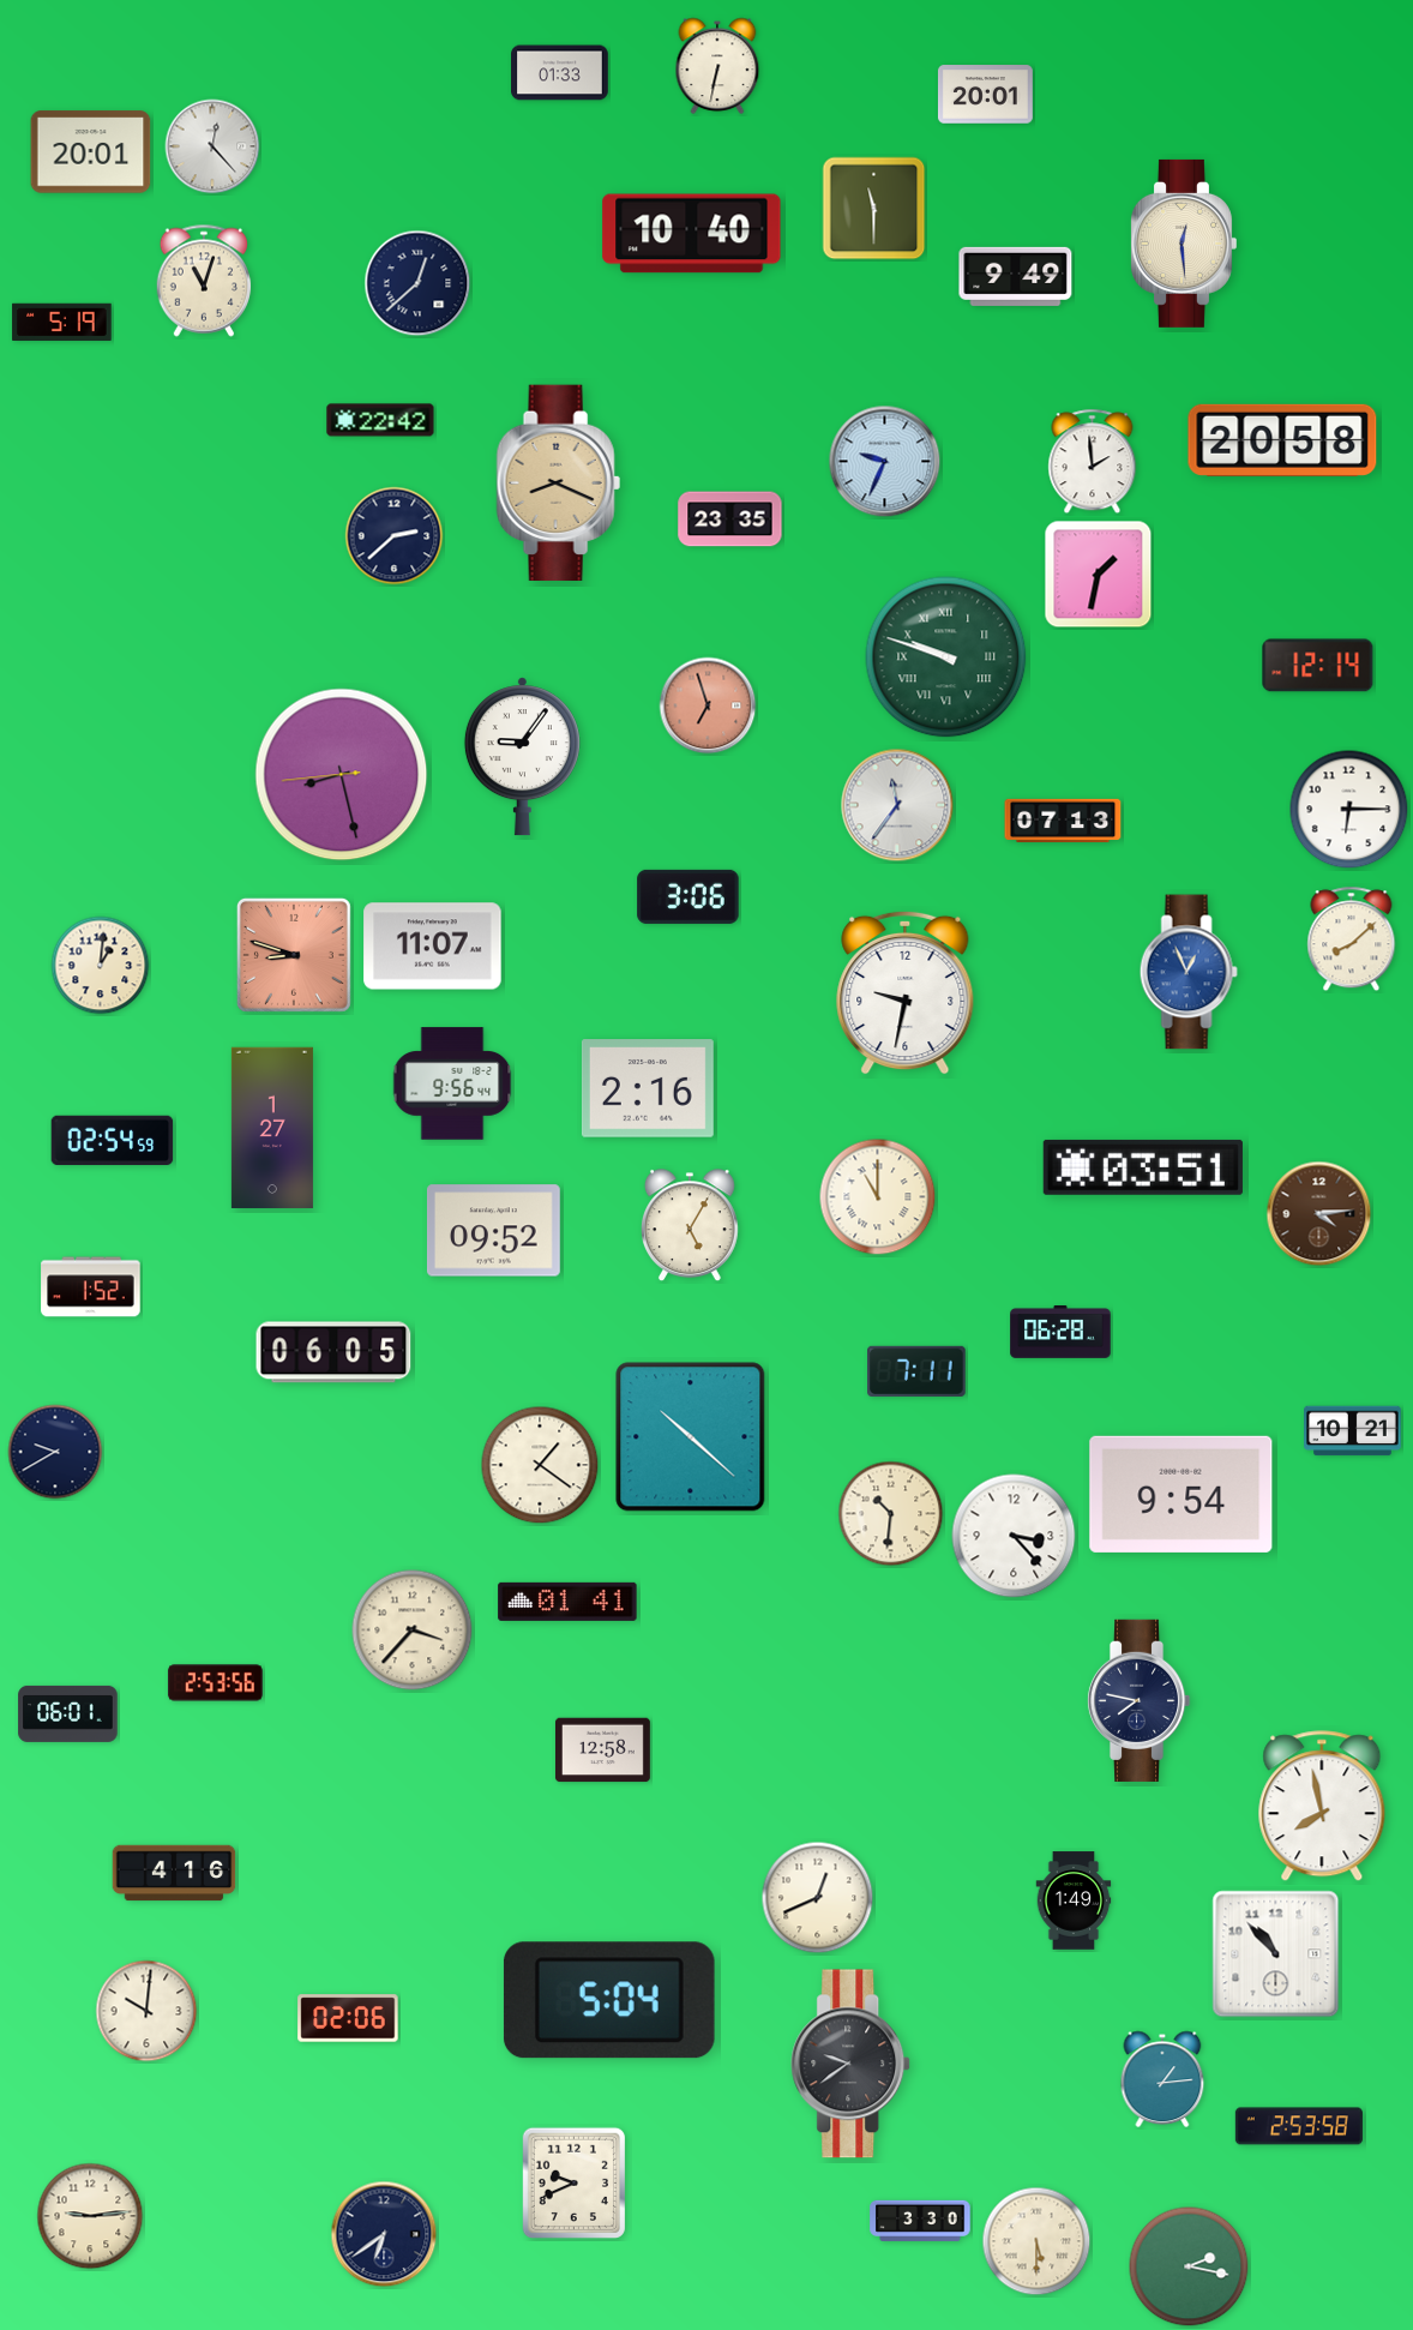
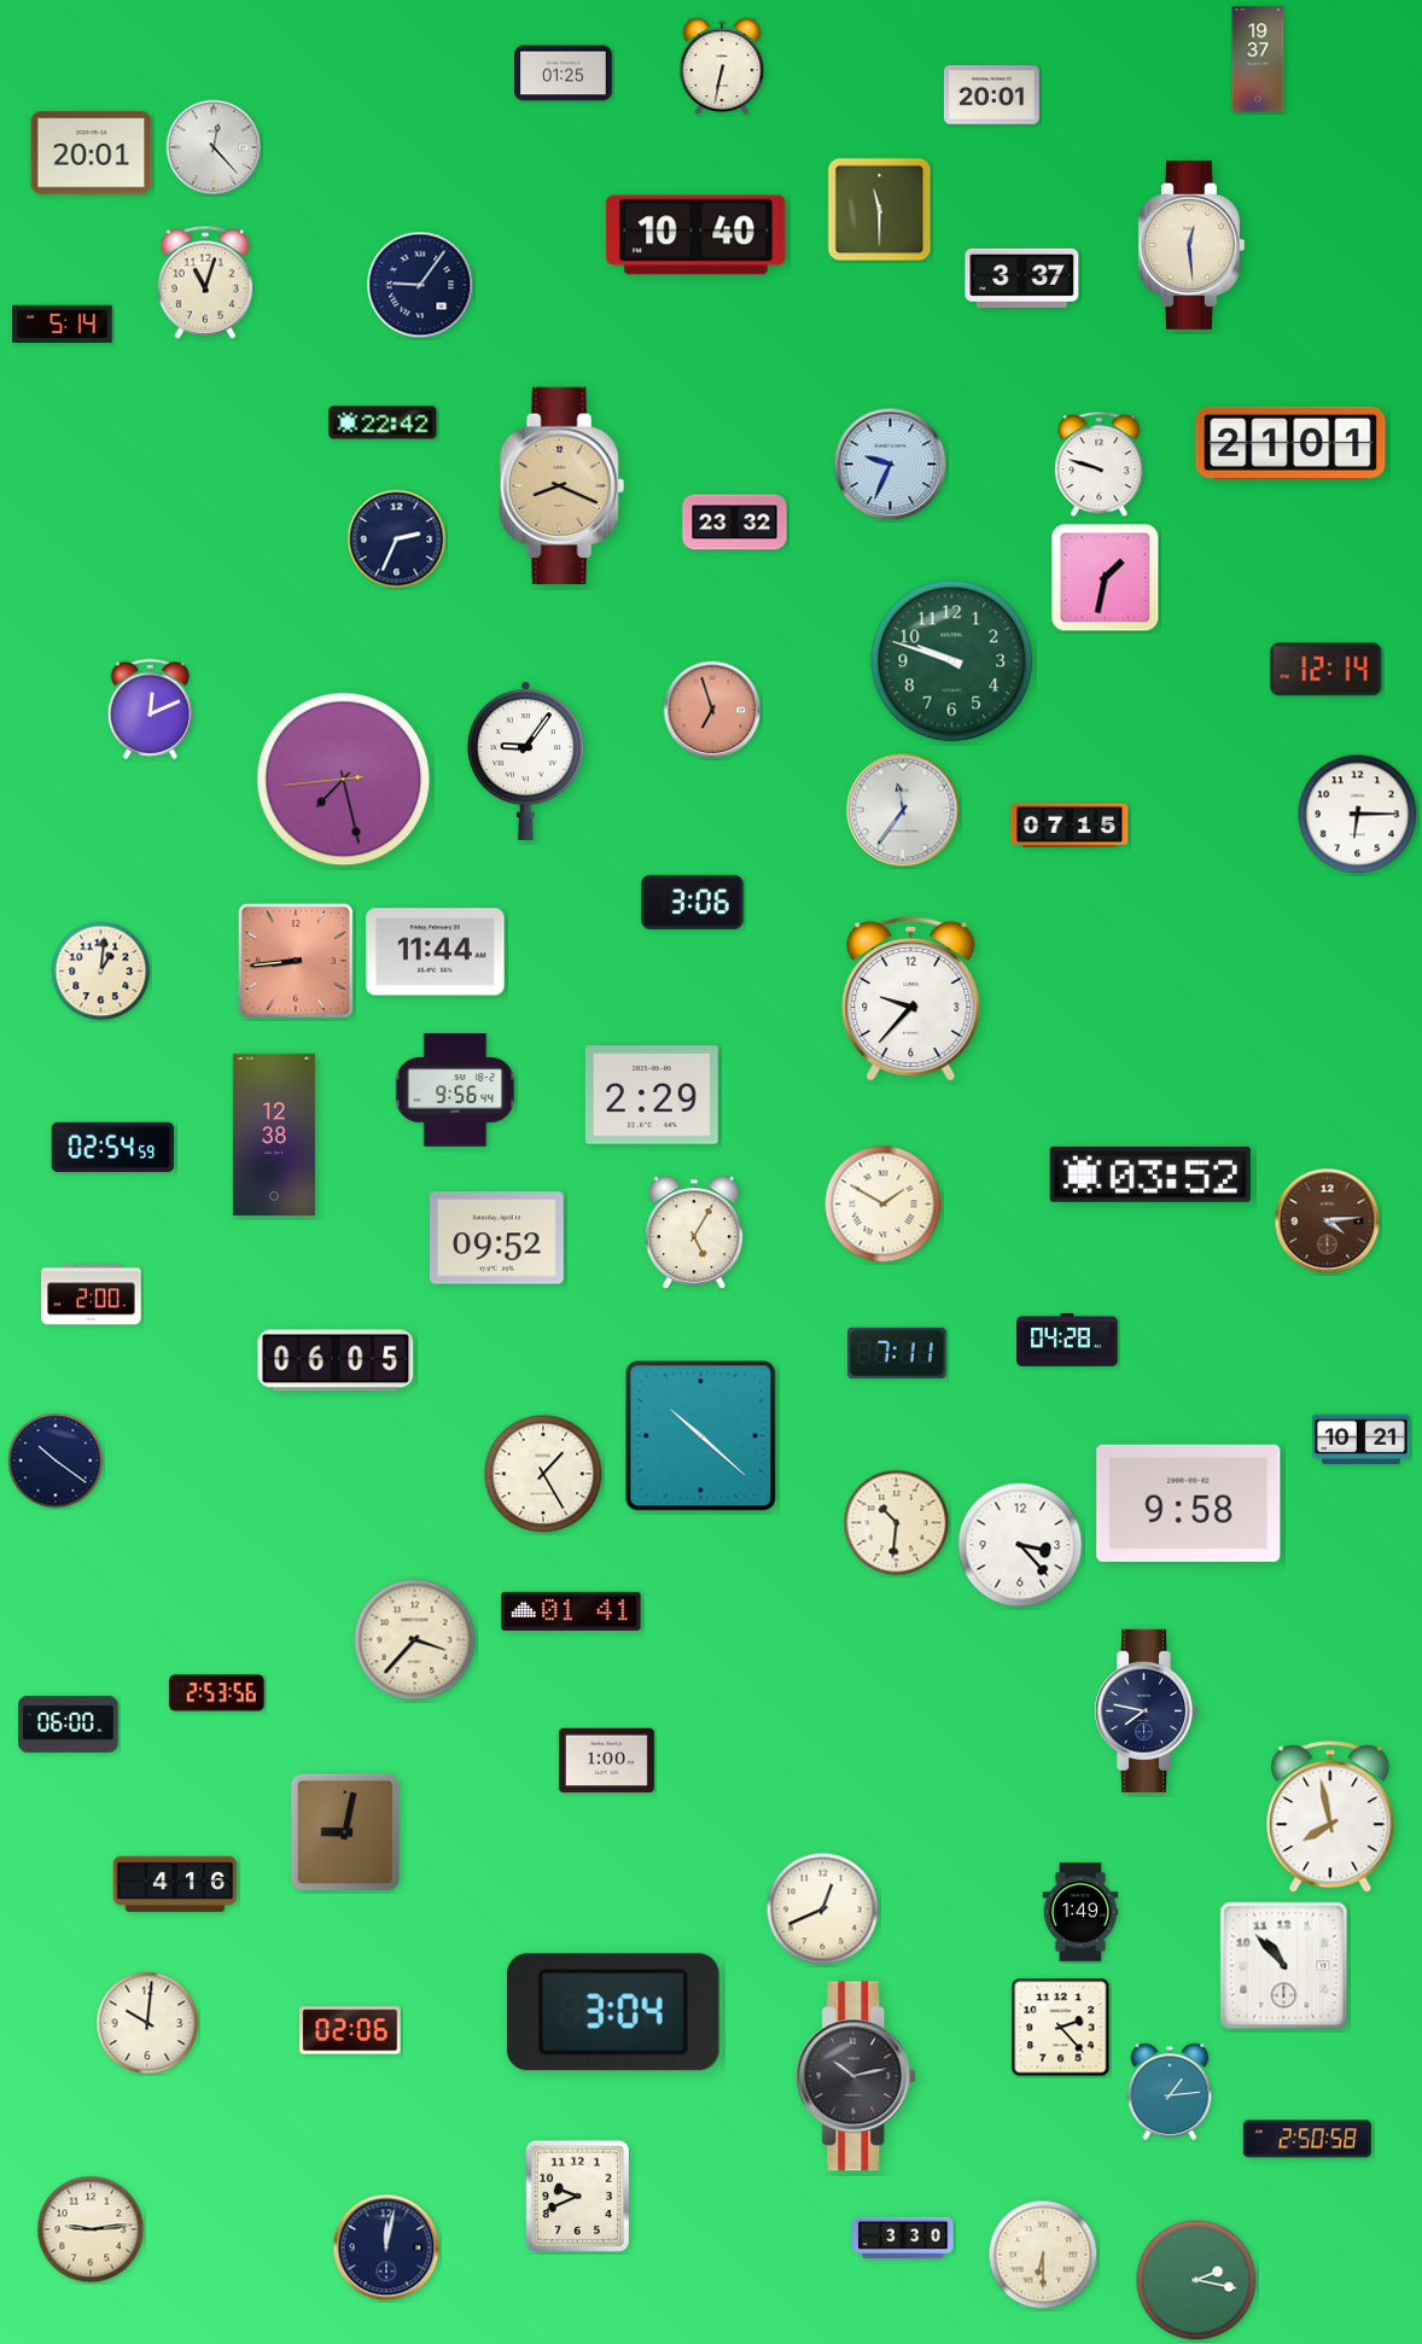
clock at (1258, 59): none -> 19:37
clock at (560, 73): 01:33 -> 01:25
clock at (1016, 276): 9:49 -> 3:37
clock at (417, 283): 12:38 -> 9:06
clock at (62, 322): 5:19 -> 5:14
clock at (1282, 440): 20:58 -> 21:01
clock at (1093, 462): 1:59 -> 9:48
clock at (730, 520): 23:35 -> 23:32
clock at (395, 536): 2:38 -> 2:34
clock at (946, 657) numerals: Roman -> Arabic
clock at (150, 709): none -> 12:11
clock at (342, 775): 8:27 -> 7:27
clock at (1063, 819): 07:13 -> 07:15
clock at (1352, 939): 8:08 -> none
clock at (433, 947): 11:07 -> 11:44
clock at (294, 955): 8:48 -> 8:44
clock at (1189, 972): 12:56 -> none
clock at (906, 992): 9:32 -> 9:37
clock at (648, 1088): 2:16 -> 2:29
clock at (272, 1128): 1:27 -> 12:38
clock at (1143, 1167): 03:51 -> 03:52
clock at (878, 1197): 11:00 -> 1:50
clock at (91, 1287): 1:52 -> 2:00
clock at (1060, 1333): 06:28 -> 04:28
clock at (916, 1371) position: (916, 1371) -> (897, 1353)
clock at (691, 1437) position: (691, 1437) -> (701, 1436)
clock at (55, 1452): 9:40 -> 10:21
clock at (540, 1465): 1:21 -> 1:25
clock at (1181, 1494): 9:54 -> 9:58
clock at (68, 1713): 06:01 -> 06:00
clock at (602, 1750): 12:58 -> 1:00
clock at (345, 1832): none -> 9:02
clock at (609, 2000): 5:04 -> 3:04
clock at (1061, 2028): none -> 2:23
clock at (852, 2064): 9:39 -> 10:13
clock at (1299, 2126): 2:53 -> 2:50
clock at (920, 2221) position: (920, 2221) -> (903, 2238)
clock at (384, 2234): 6:39 -> 12:02
clock at (1036, 2241): 5:30 -> 6:30
